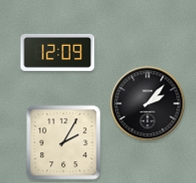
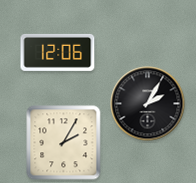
clock at (58, 52): 12:09 -> 12:06
clock at (148, 104): 2:07 -> 2:05
